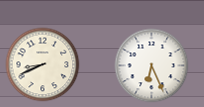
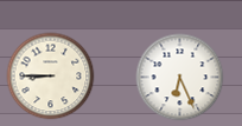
clock at (43, 65): 8:41 -> 8:45
